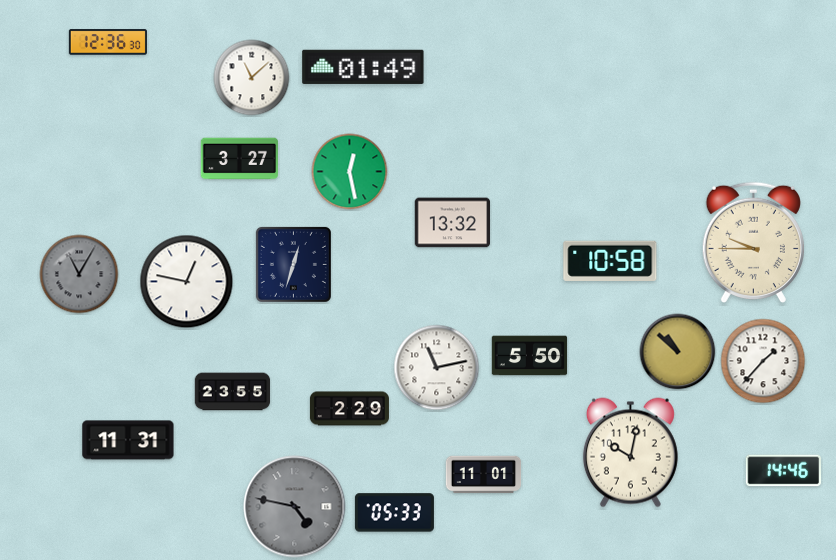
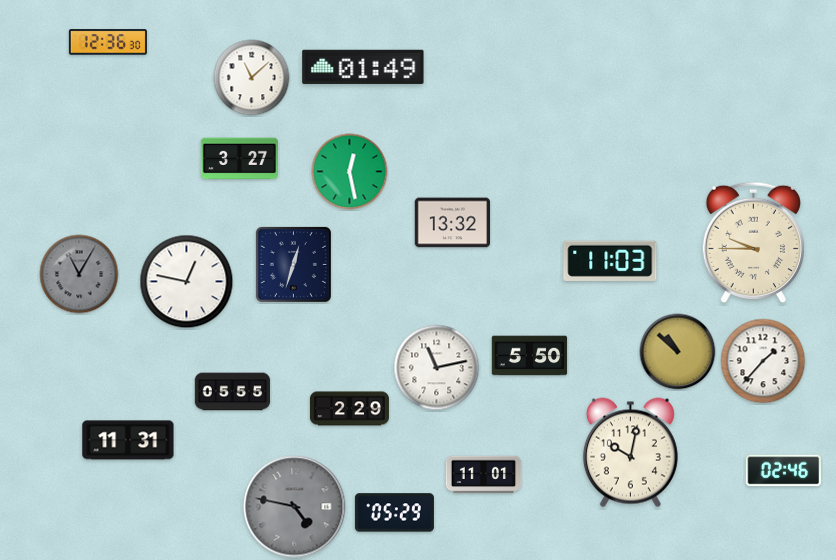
clock at (610, 261): 10:58 -> 11:03
clock at (233, 392): 23:55 -> 05:55
clock at (784, 471): 14:46 -> 02:46
clock at (394, 513): 05:33 -> 05:29
